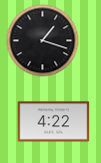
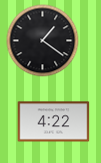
clock at (43, 41): 1:18 -> 1:21
